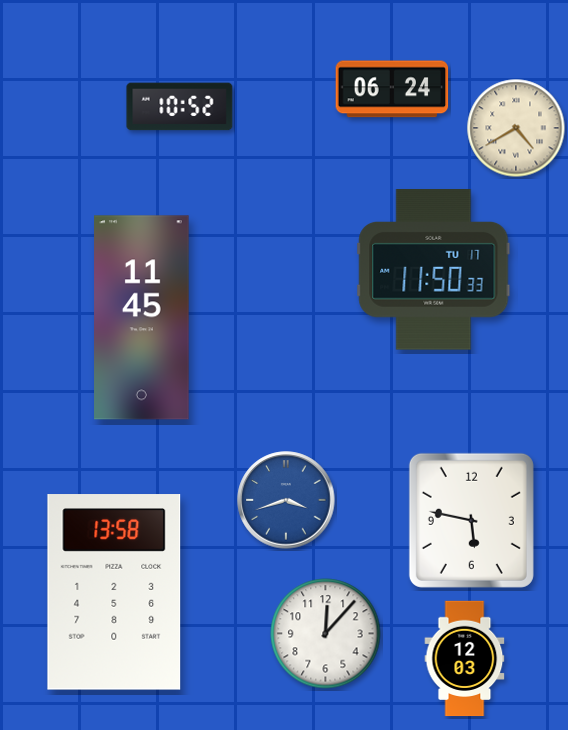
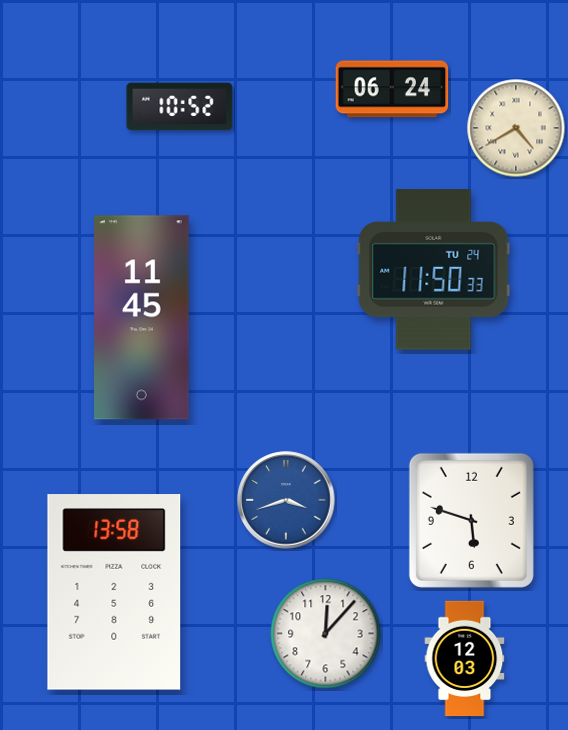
clock at (434, 270) date: TU 17 -> TU 24
clock at (471, 520): 5:47 -> 5:48
